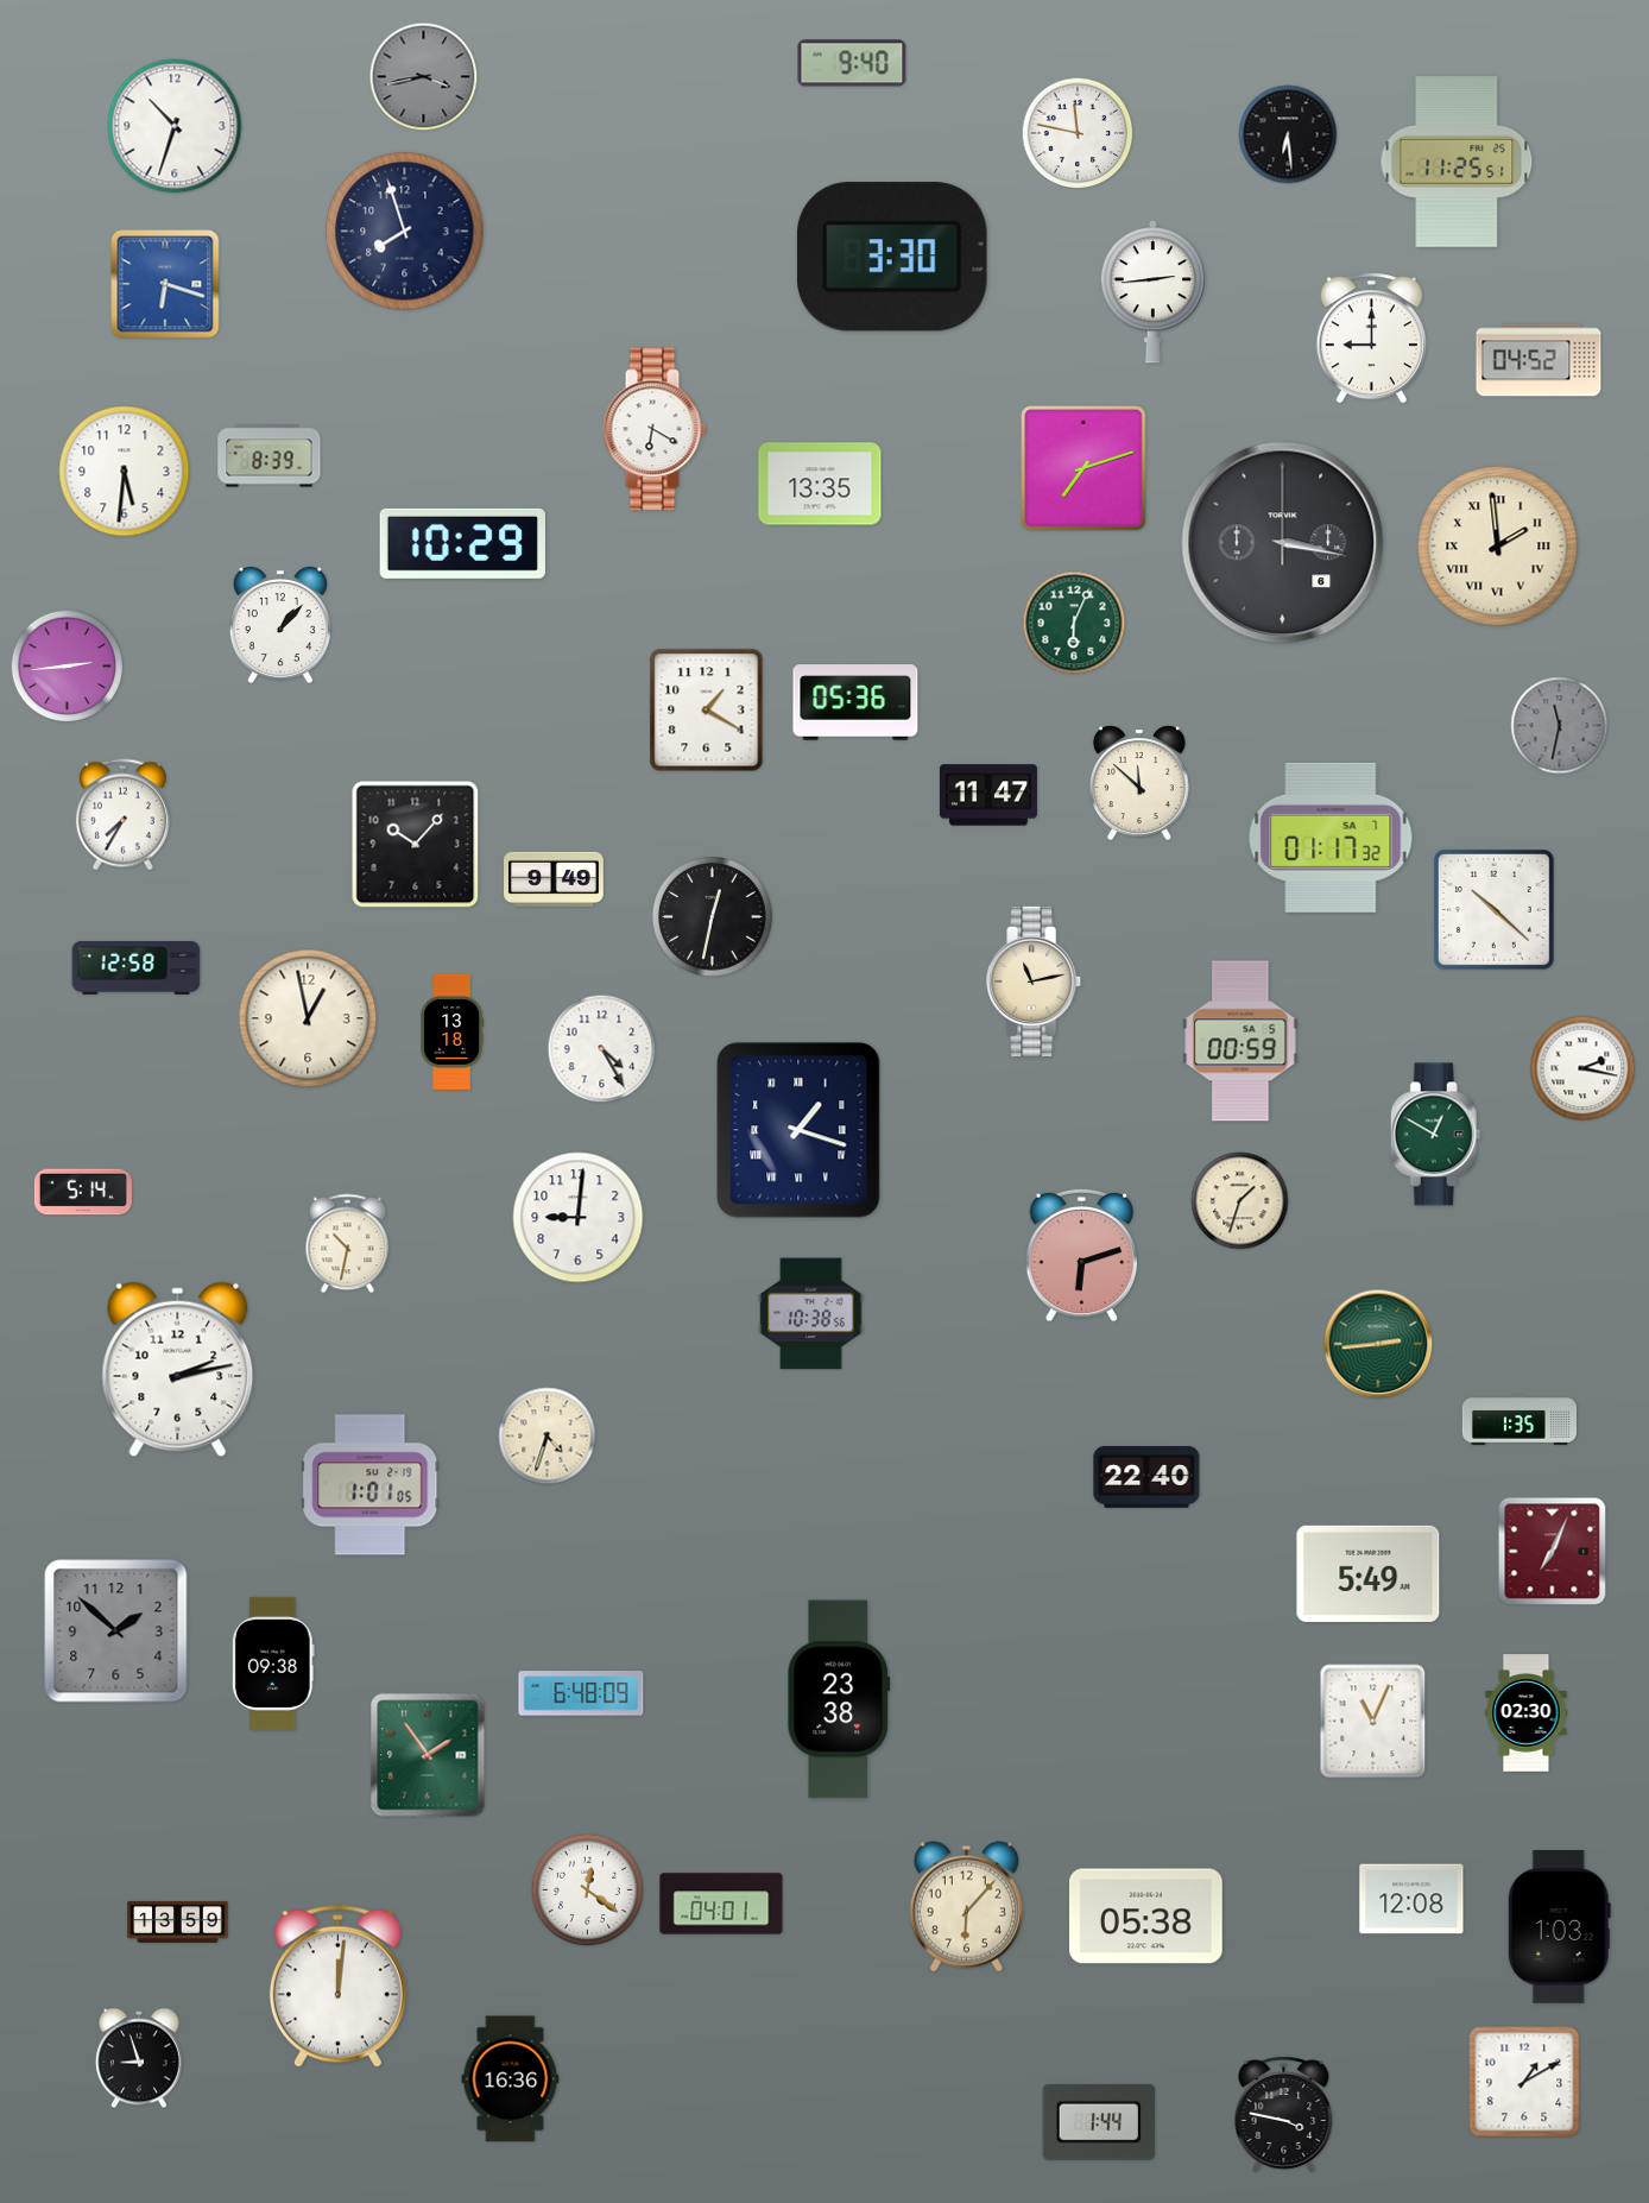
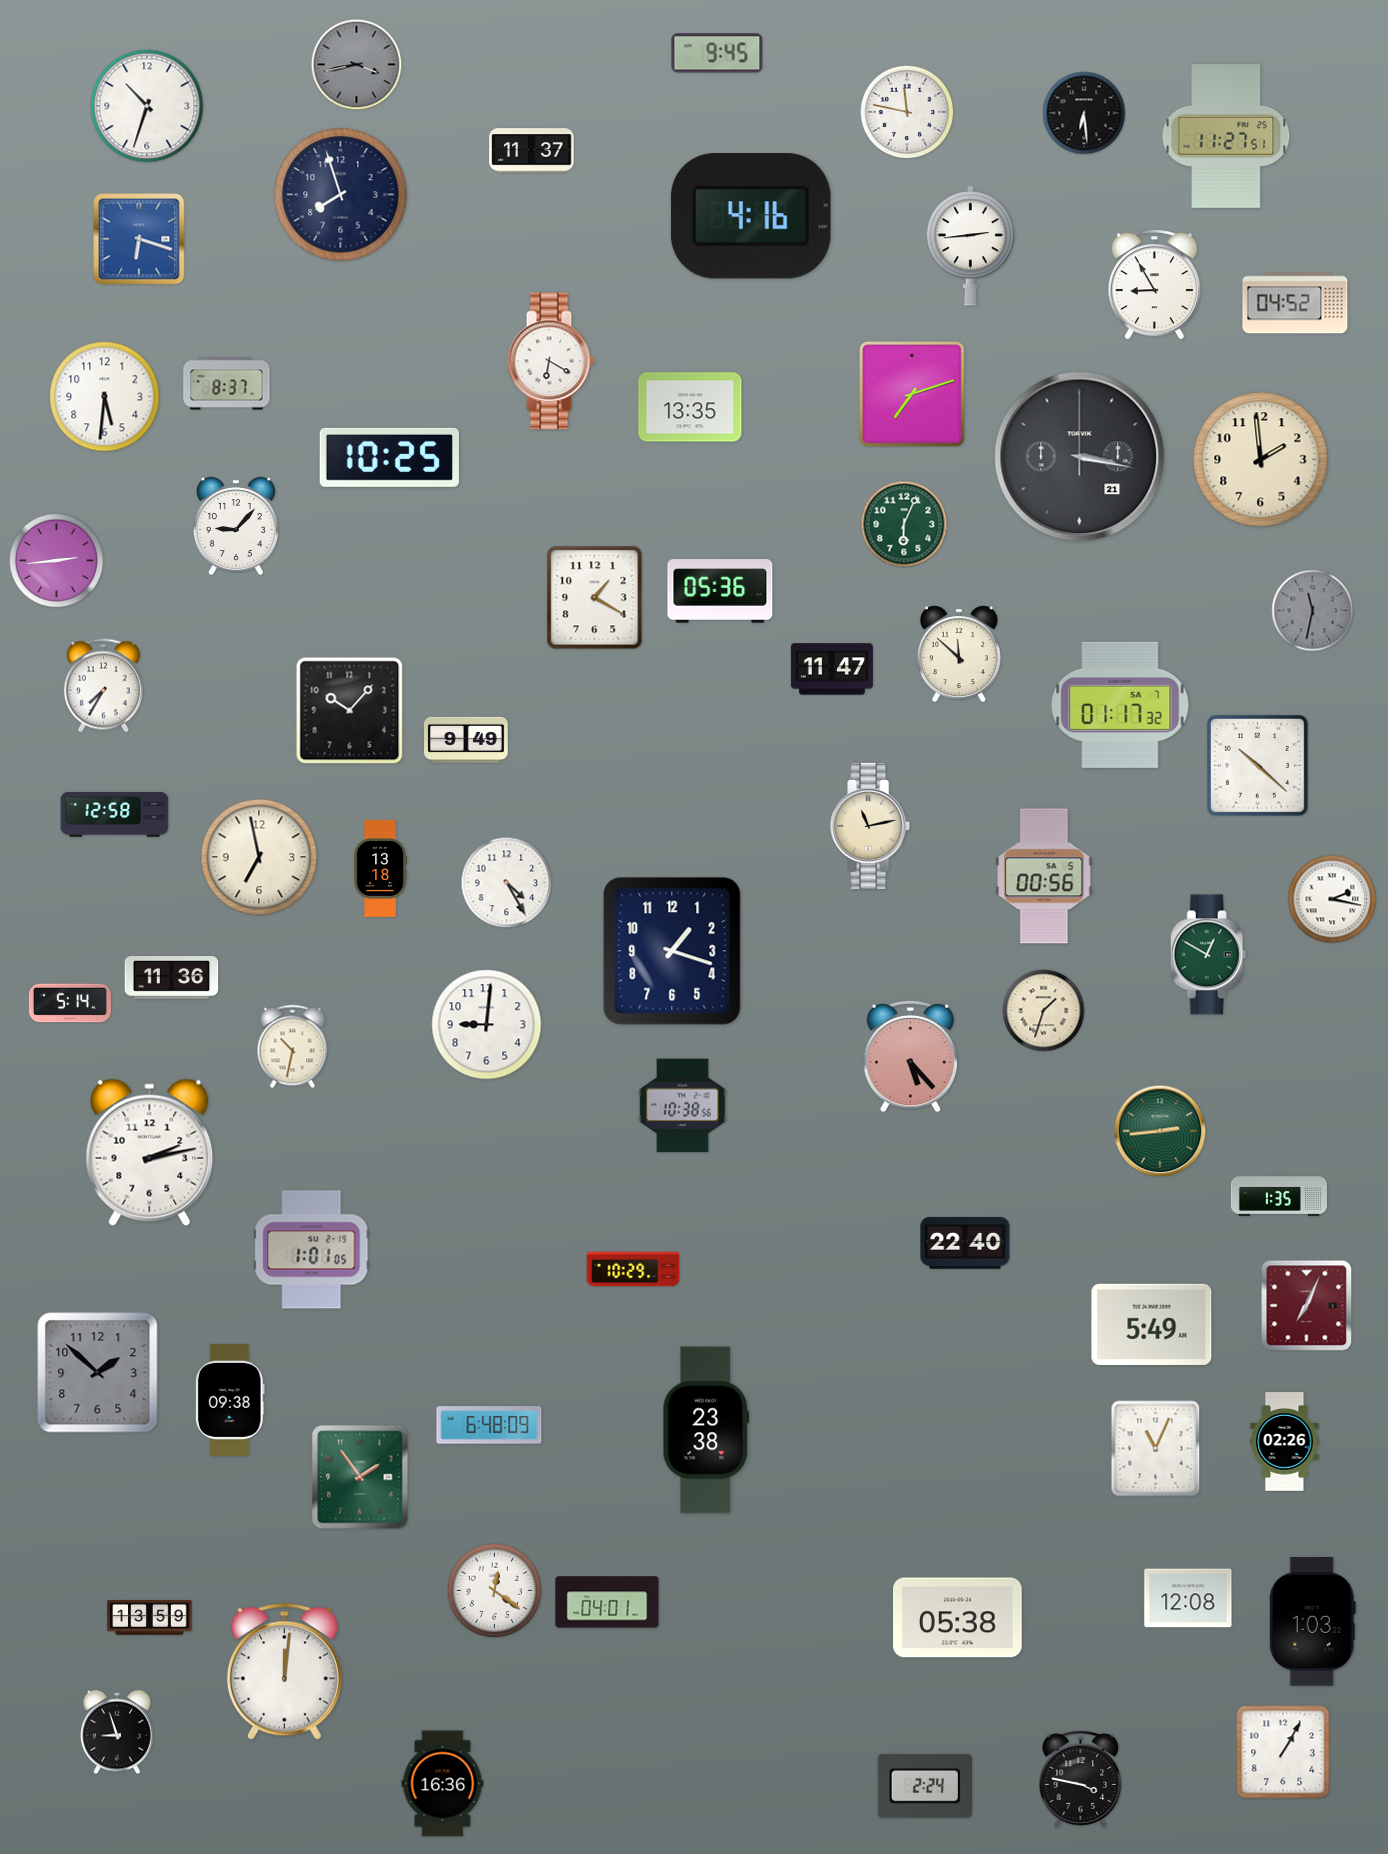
clock at (852, 63): 9:40 -> 9:45
clock at (1457, 162): 11:25 -> 11:27
clock at (532, 151): none -> 11:37
clock at (892, 257): 3:30 -> 4:16
clock at (1371, 339): 9:00 -> 8:55
clock at (270, 456): 8:39 -> 8:37
clock at (462, 543): 10:29 -> 10:25
clock at (1283, 543) date: 6 -> 21
clock at (1498, 547) numerals: Roman -> Arabic
clock at (280, 625): 1:07 -> 9:07
clock at (1139, 782) position: (1139, 782) -> (959, 653)
clock at (713, 917): 12:32 -> none
clock at (308, 1018): 12:58 -> 6:58
clock at (1240, 1041): 00:59 -> 00:56
clock at (798, 1130) numerals: Roman -> Arabic
clock at (172, 978): none -> 11:36
clock at (1082, 1255): 6:12 -> 5:23
clock at (548, 1437): 4:33 -> none
clock at (633, 1269): none -> 10:29
clock at (1527, 1713): 02:30 -> 02:26
clock at (966, 1907): 6:07 -> none
clock at (1146, 1917) position: (1146, 1917) -> (958, 1618)
clock at (511, 2079) position: (511, 2079) -> (443, 1784)
clock at (1524, 2082): 1:10 -> 1:05
clock at (1098, 2122): 1:44 -> 2:24
